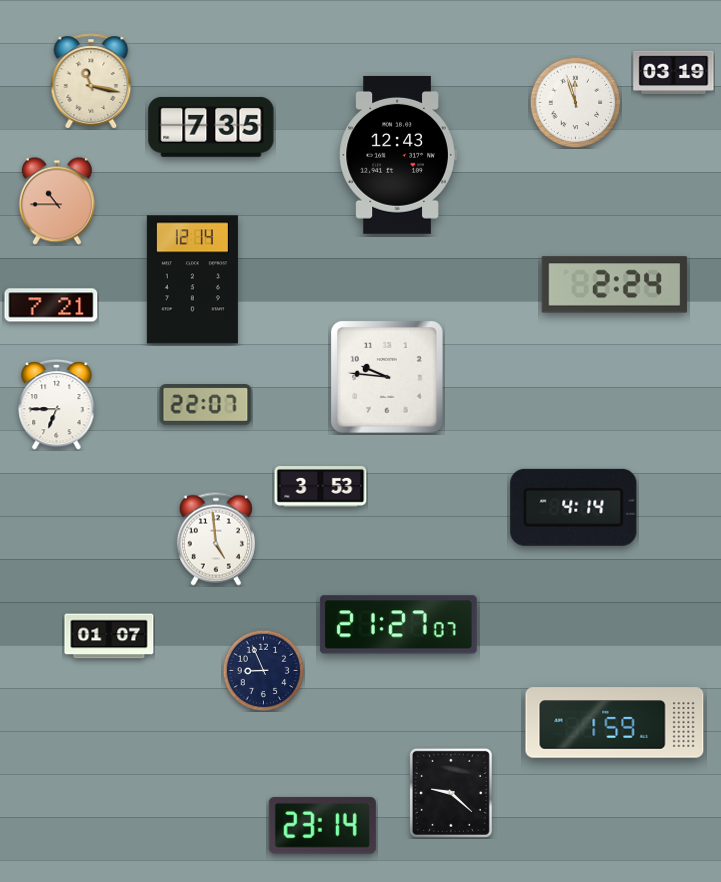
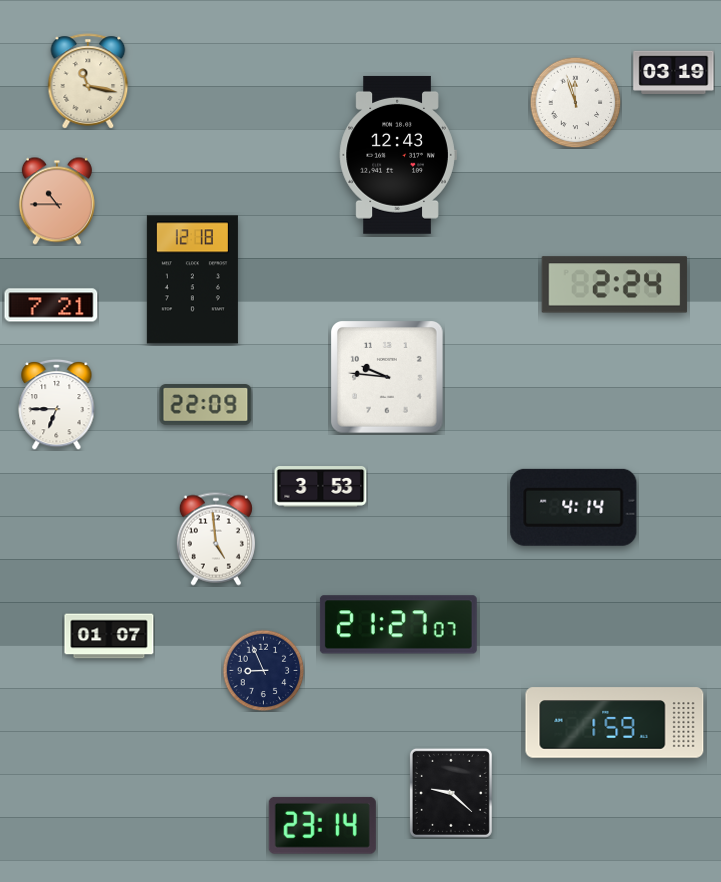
clock at (91, 81) position: (91, 81) -> (88, 81)
clock at (211, 127): 7:35 -> none
clock at (192, 280): 12:14 -> 12:18
clock at (206, 405): 22:07 -> 22:09
